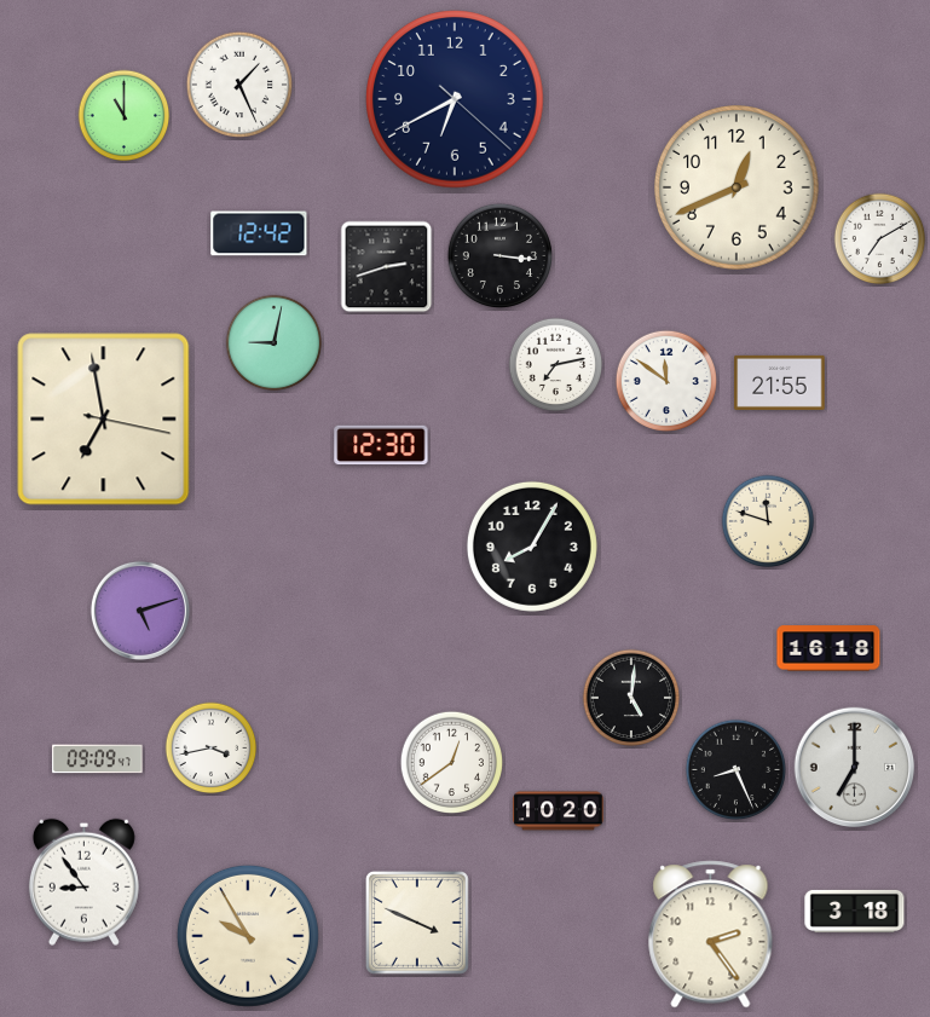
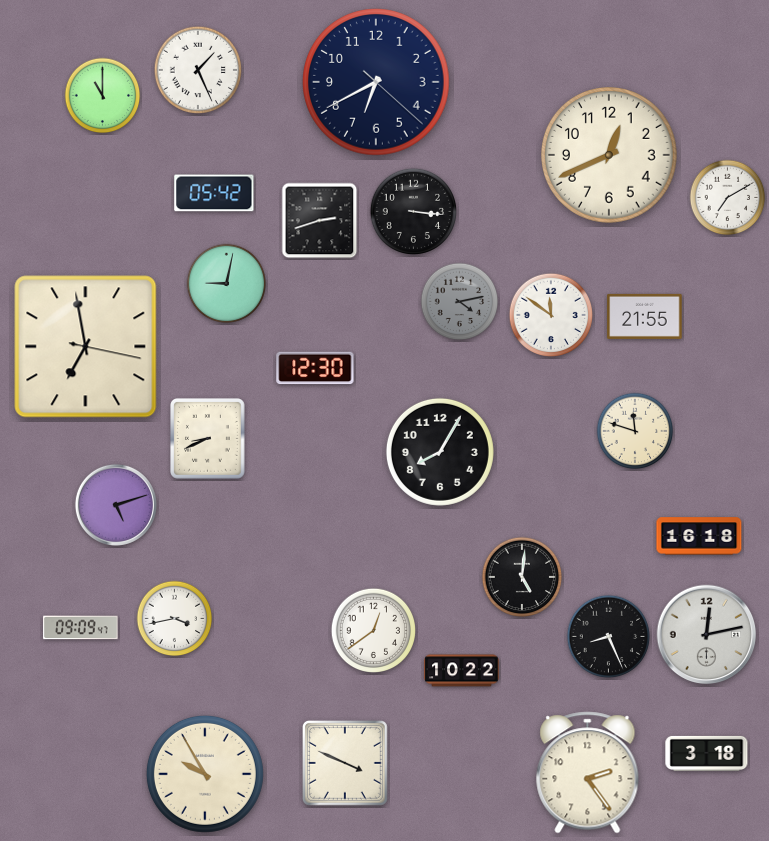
clock at (259, 233): 12:42 -> 05:42
clock at (556, 365): 7:13 -> 4:13
clock at (556, 365) dial: white -> grey
clock at (208, 439): none -> 8:41
clock at (828, 648) position: (828, 648) -> (699, 536)
clock at (855, 768): 7:00 -> 12:13
clock at (559, 811): 10:20 -> 10:22
clock at (83, 882): 8:54 -> none
